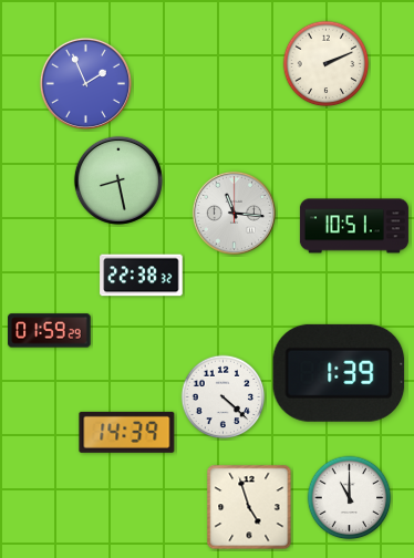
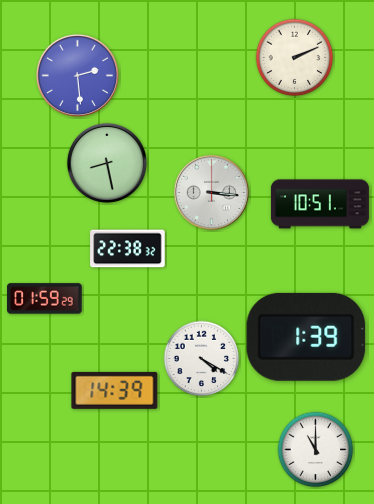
clock at (85, 83): 1:56 -> 2:29
clock at (234, 213): 11:16 -> 3:16
clock at (224, 397): 4:22 -> 4:20
clock at (249, 507): 4:57 -> none
